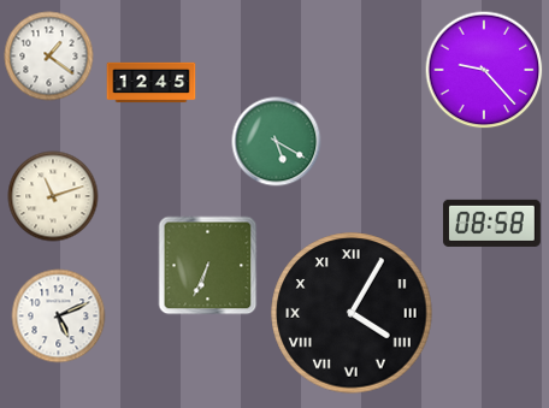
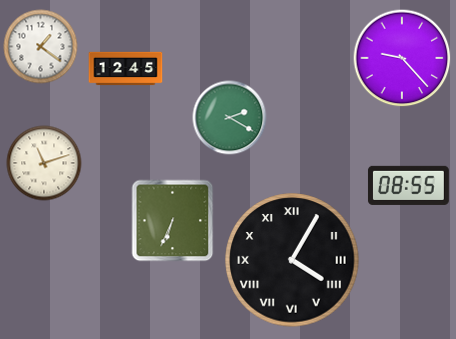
clock at (277, 142): 5:20 -> 2:20
clock at (491, 223): 08:58 -> 08:55
clock at (59, 317): 5:11 -> none
